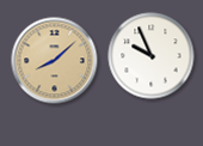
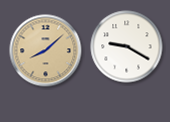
clock at (152, 56): 9:56 -> 9:20
